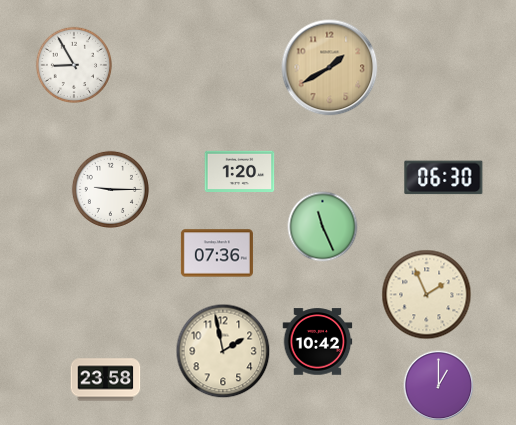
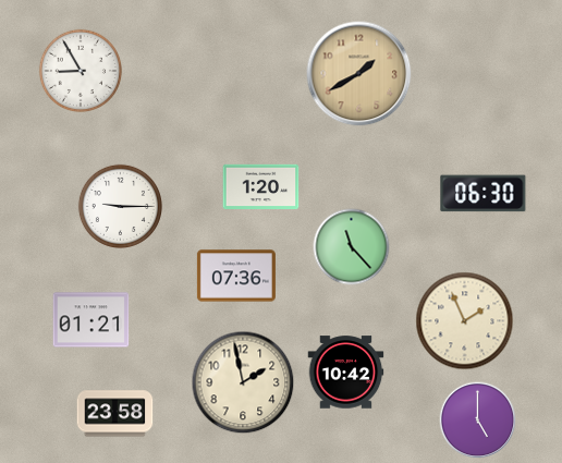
clock at (323, 227): 11:26 -> 11:23
clock at (91, 320): none -> 01:21
clock at (439, 386): 1:00 -> 5:00
